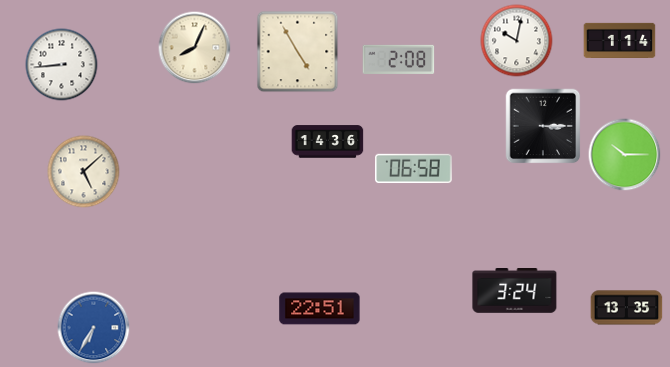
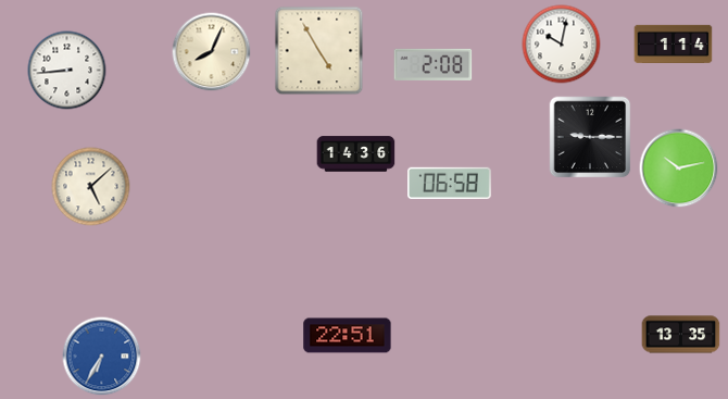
clock at (298, 52) position: (298, 52) -> (319, 51)
clock at (543, 126): 3:15 -> 9:15
clock at (625, 155): 10:15 -> 10:13
clock at (515, 291): 3:24 -> none
